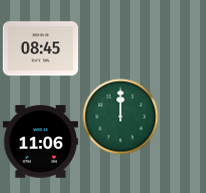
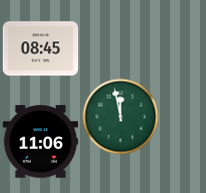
clock at (121, 117): 12:00 -> 11:58
